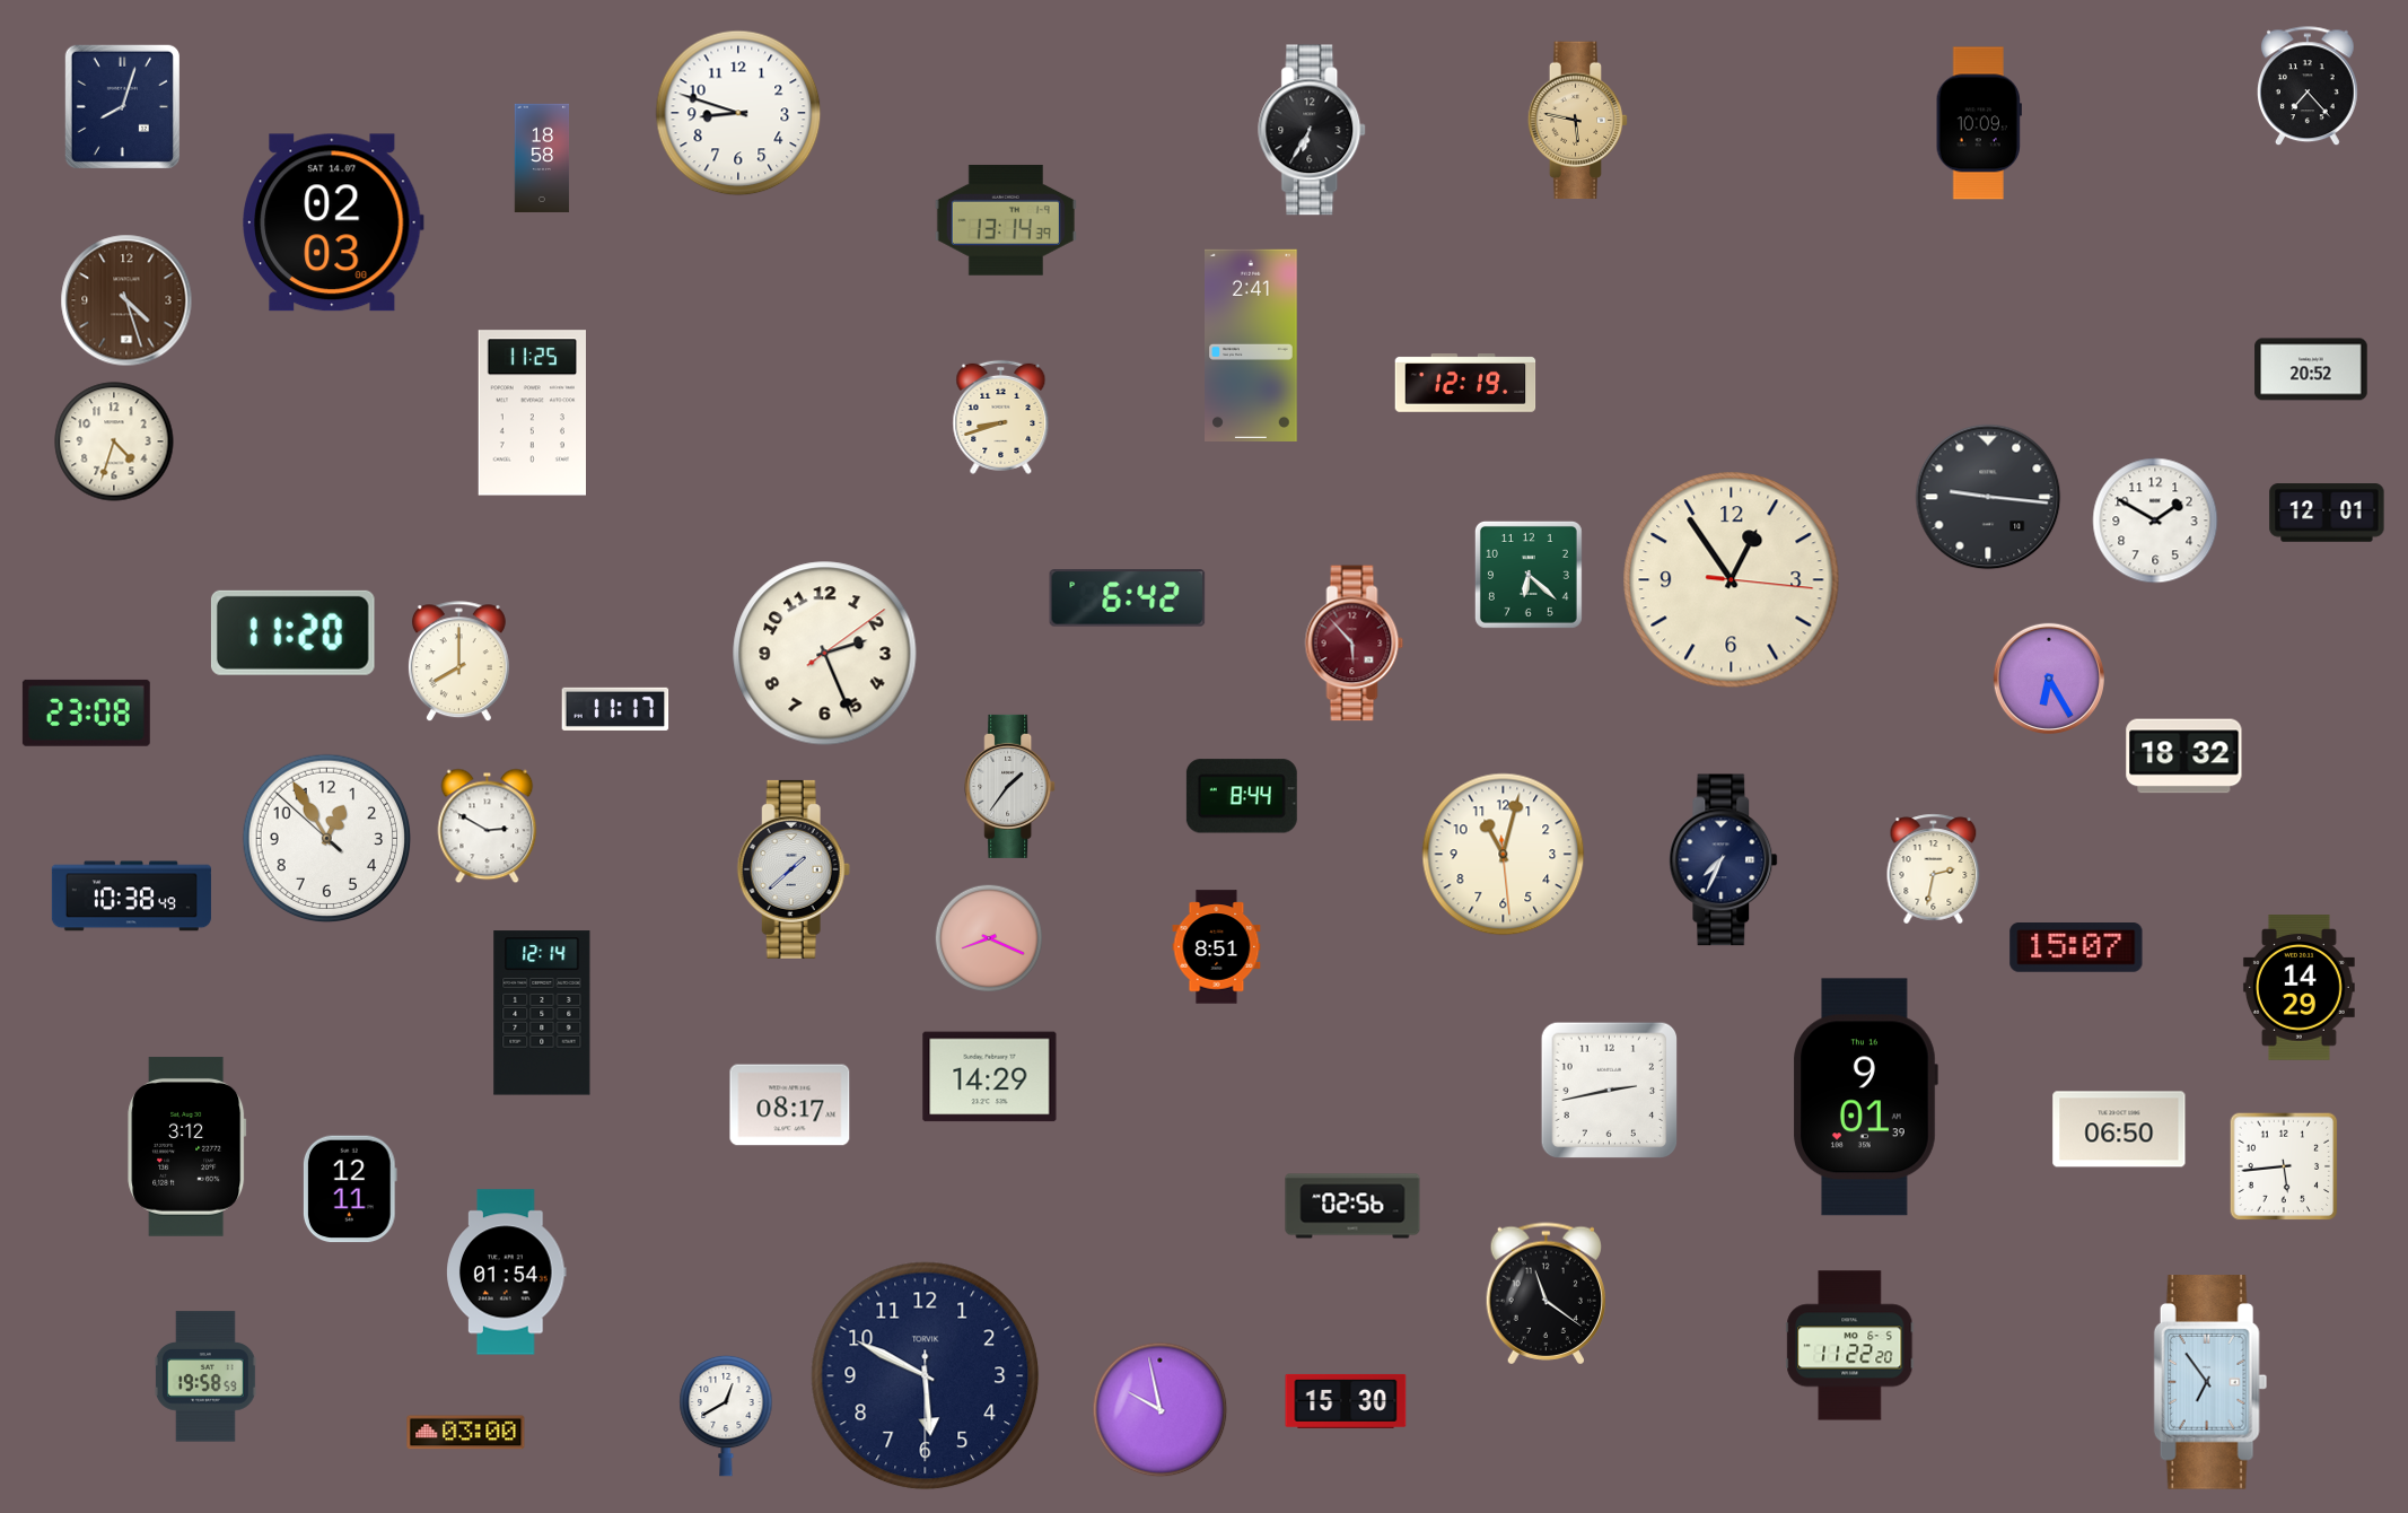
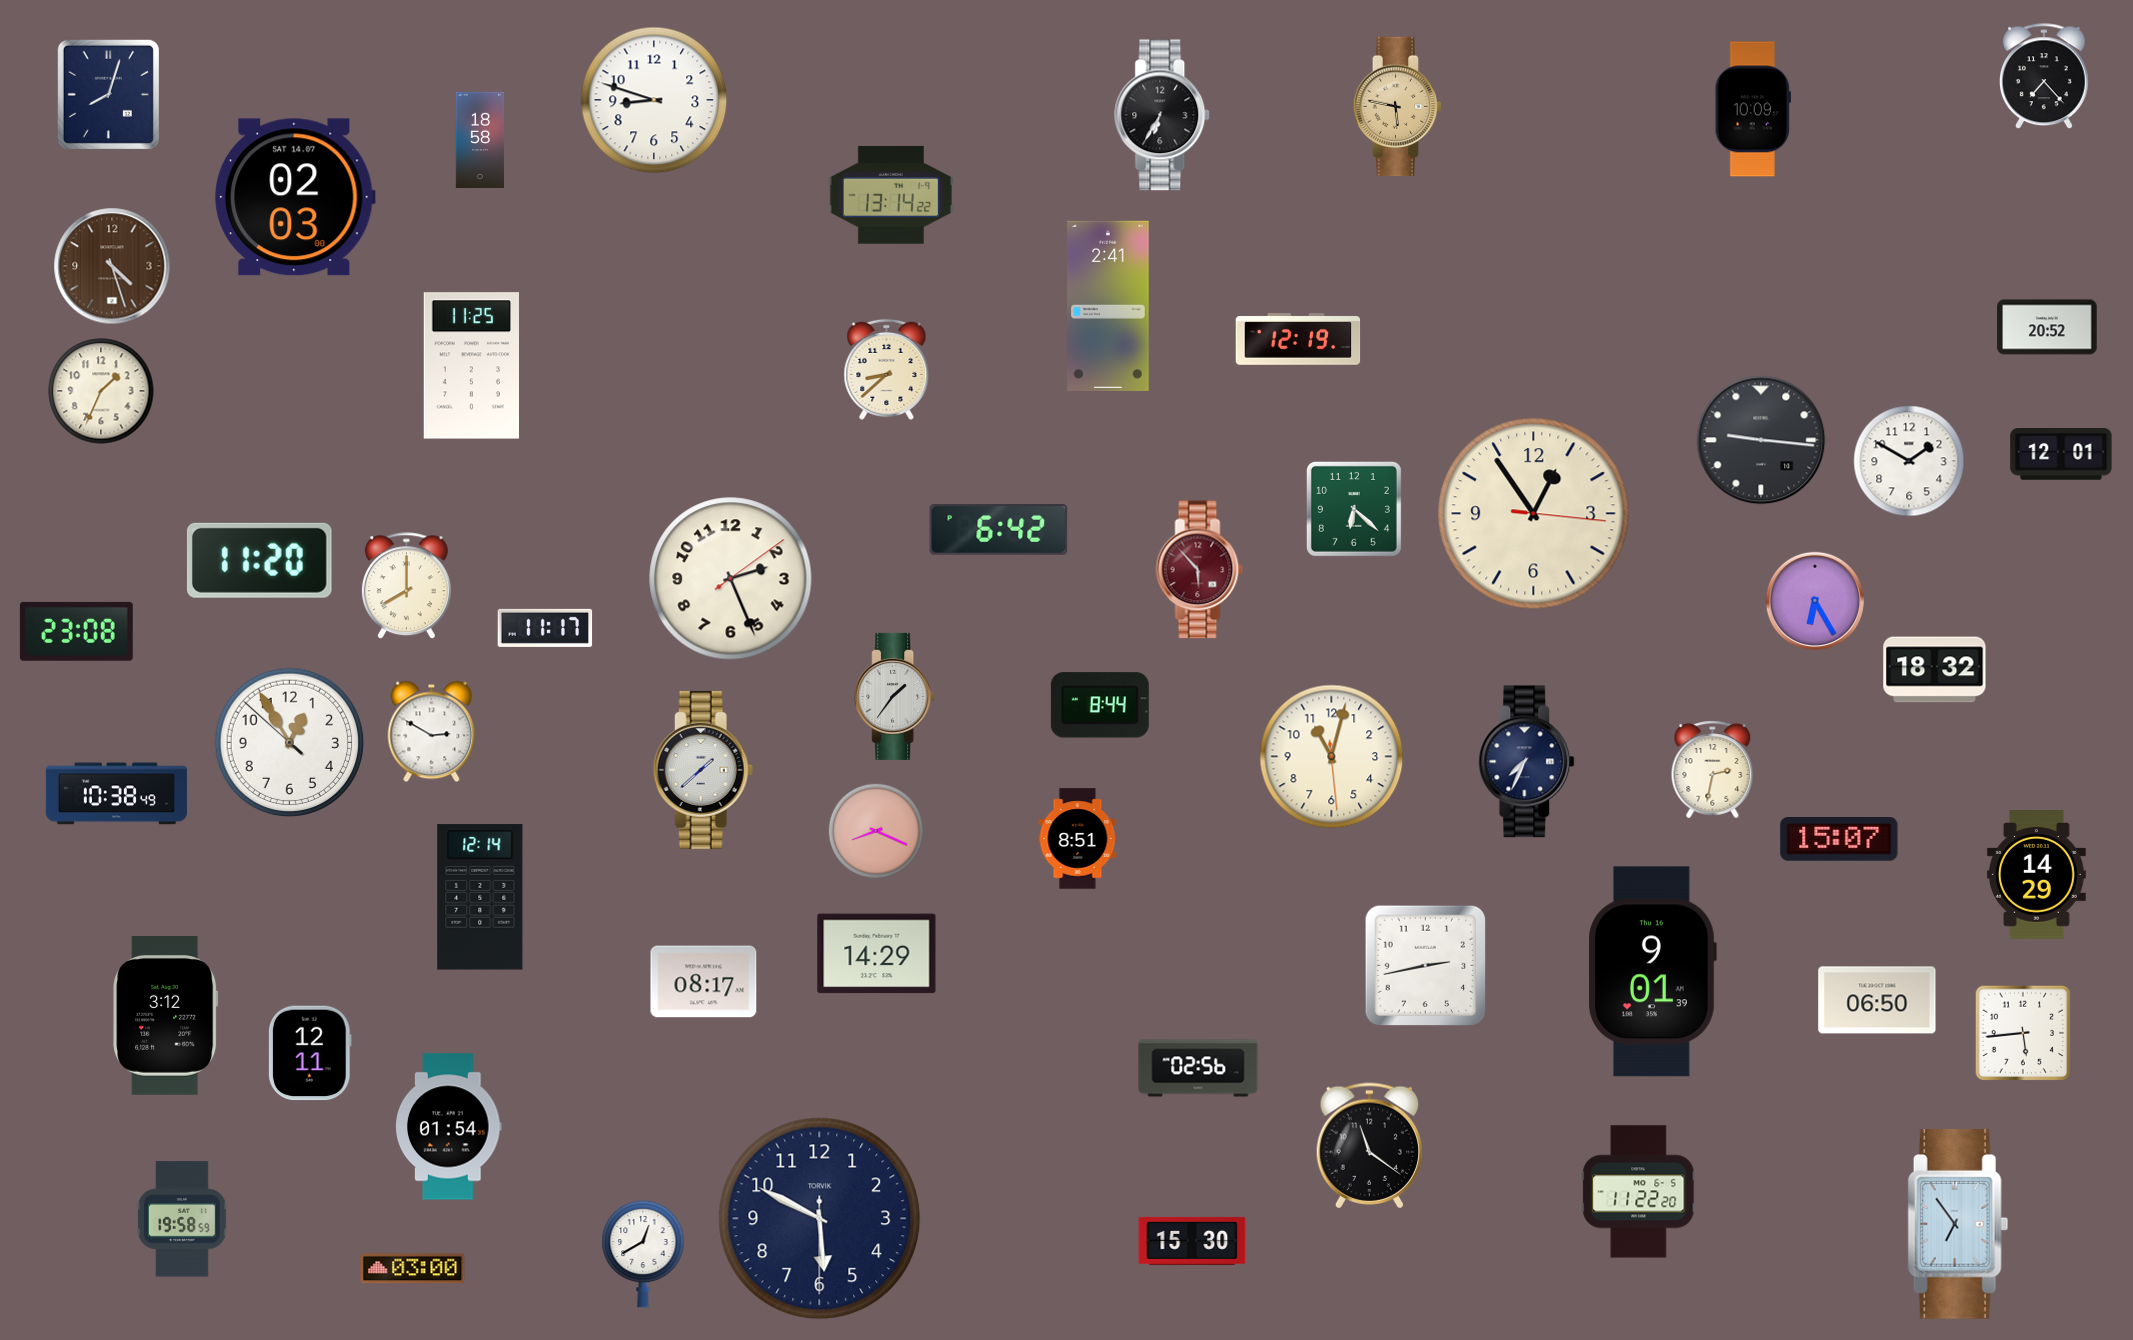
clock at (1006, 220): 13:14:39 -> 13:14:22
clock at (1001, 417): 8:42 -> 8:38
clock at (114, 441): 4:33 -> 1:34
clock at (790, 1105) position: (790, 1105) -> (704, 982)
clock at (1161, 1410): 9:58 -> none
